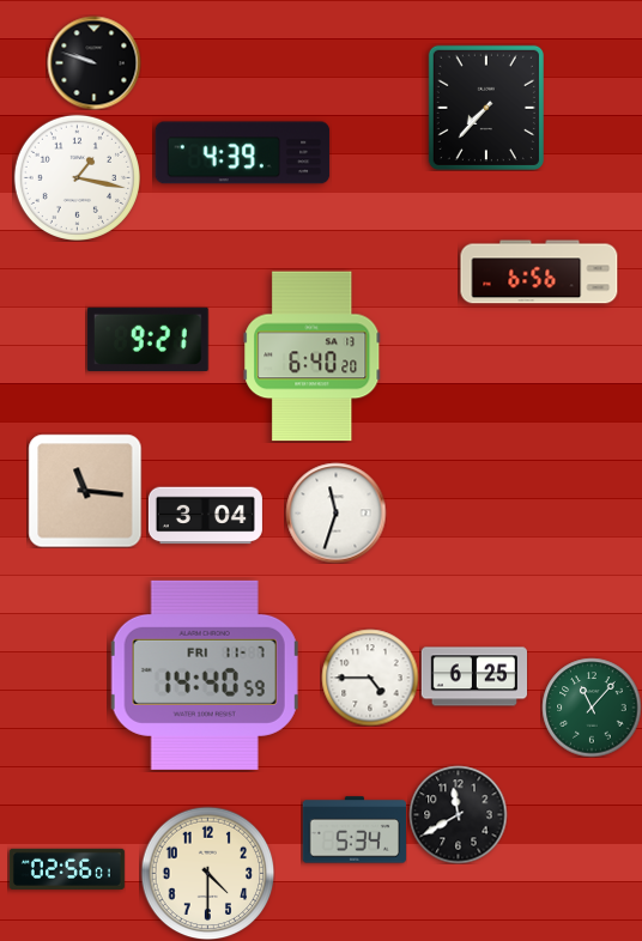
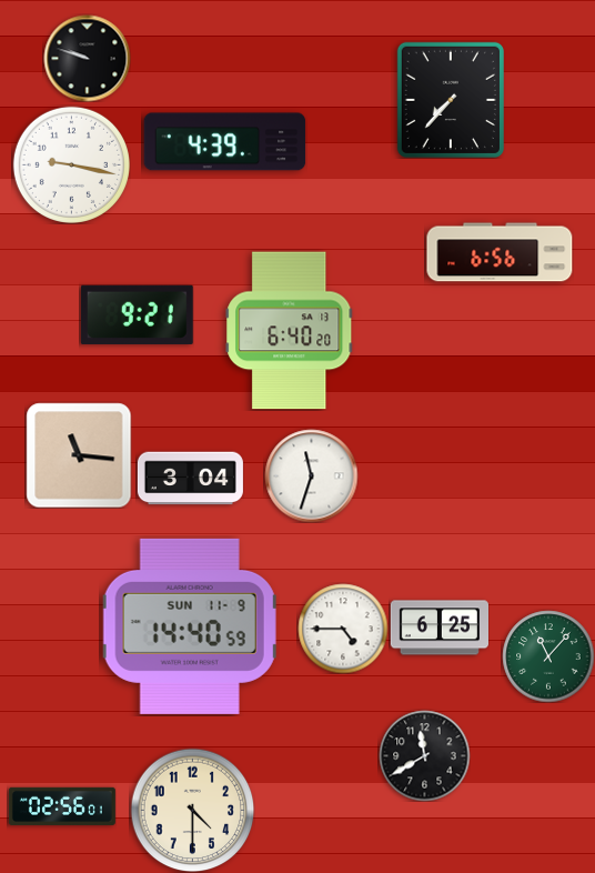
clock at (77, 177): 1:17 -> 9:17
clock at (205, 675) date: FRI 11-7 -> SUN 11-9
clock at (355, 830): 5:34 -> none
